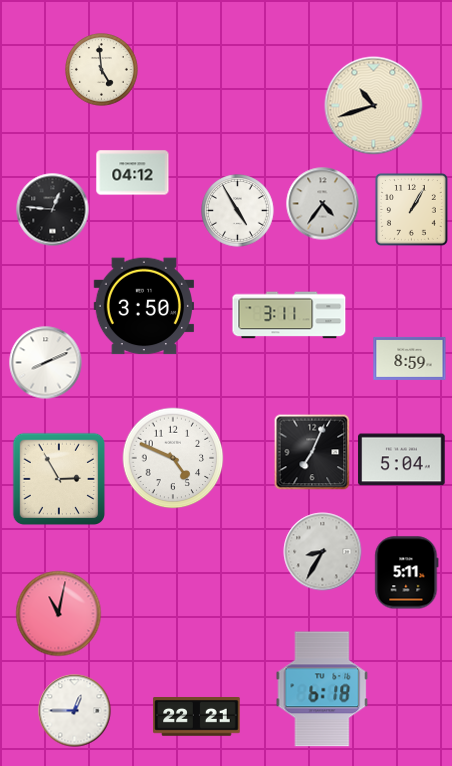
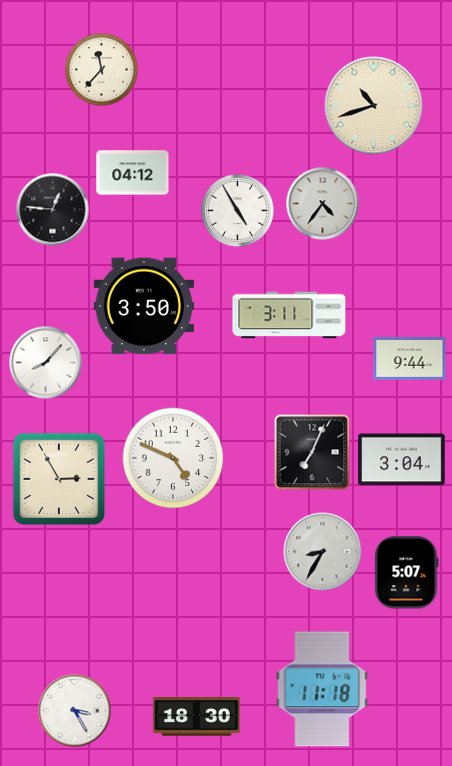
clock at (102, 70): 4:59 -> 11:37
clock at (411, 209): 1:05 -> none
clock at (410, 358): 8:59 -> 9:44
clock at (46, 363): 8:11 -> 8:07
clock at (402, 460): 5:04 -> 3:04
clock at (407, 573): 5:11 -> 5:07
clock at (59, 614): 11:02 -> none
clock at (322, 689): 6:18 -> 11:18
clock at (75, 711): 12:45 -> 3:25
clock at (197, 717): 22:21 -> 18:30
